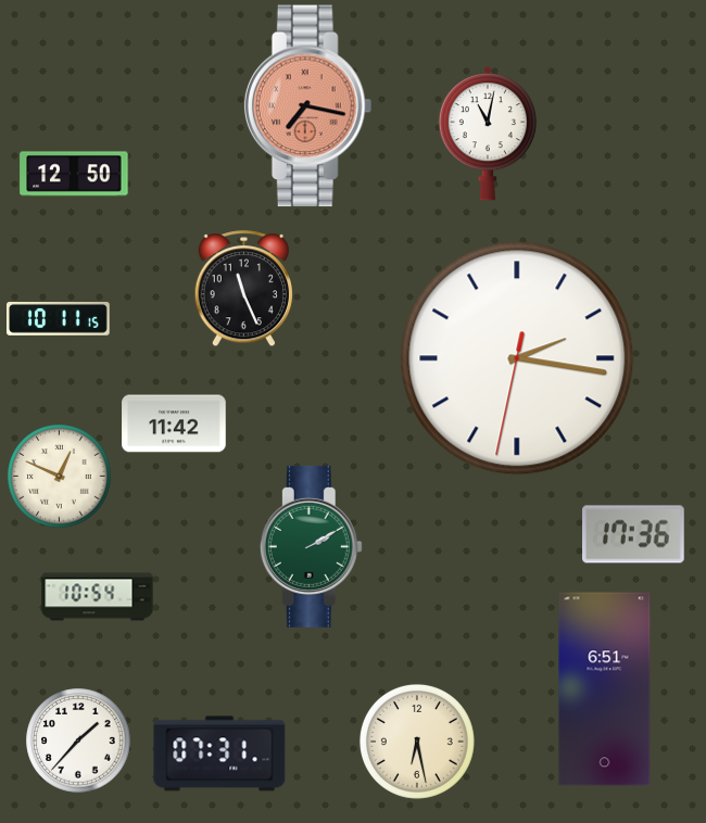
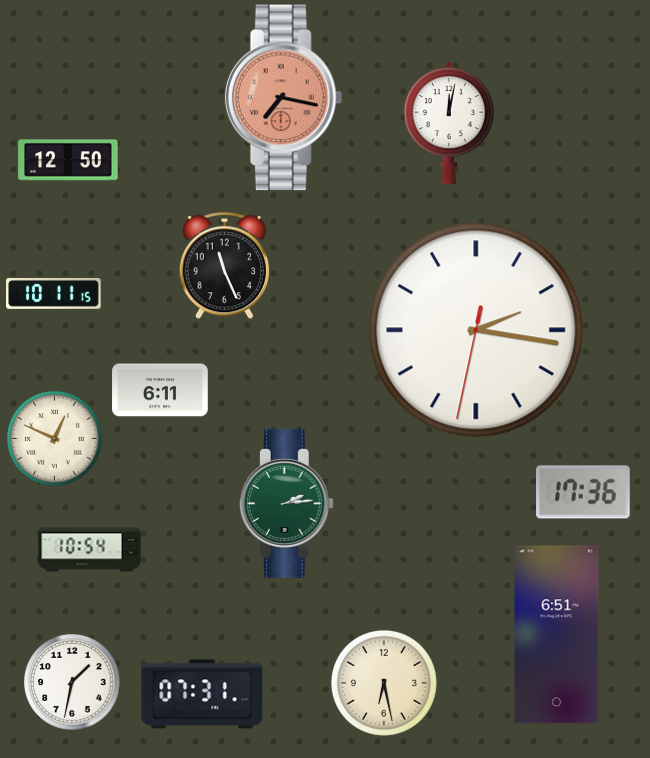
clock at (488, 134): 11:02 -> 12:02
clock at (174, 423): 11:42 -> 6:11
clock at (311, 546): 2:10 -> 2:14
clock at (78, 740): 1:37 -> 1:32
